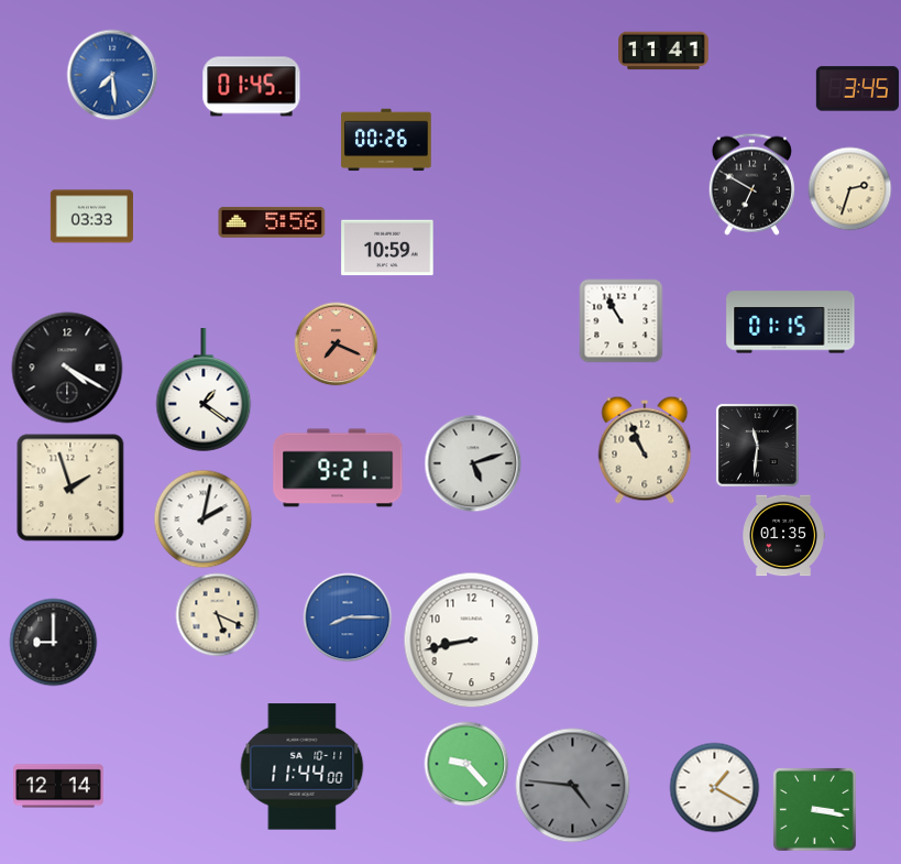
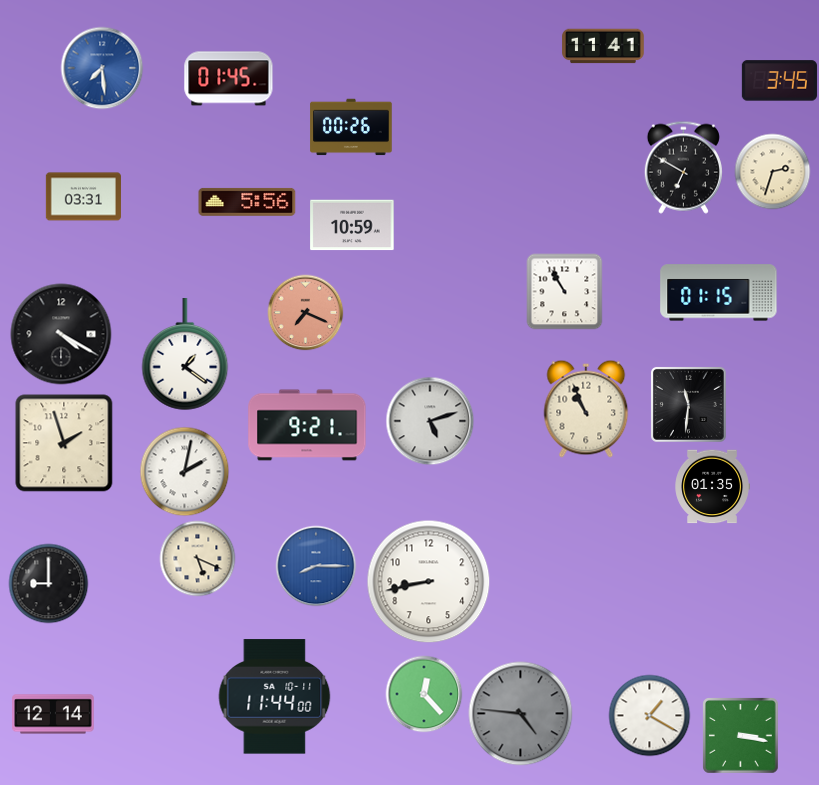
clock at (91, 217): 03:33 -> 03:31
clock at (348, 617) position: (348, 617) -> (316, 566)
clock at (466, 764): 9:23 -> 12:23
